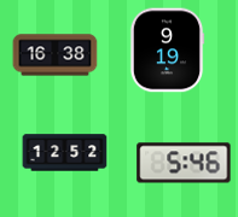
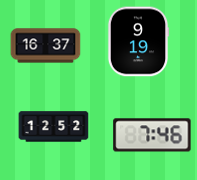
clock at (56, 55): 16:38 -> 16:37
clock at (184, 163): 5:46 -> 7:46
